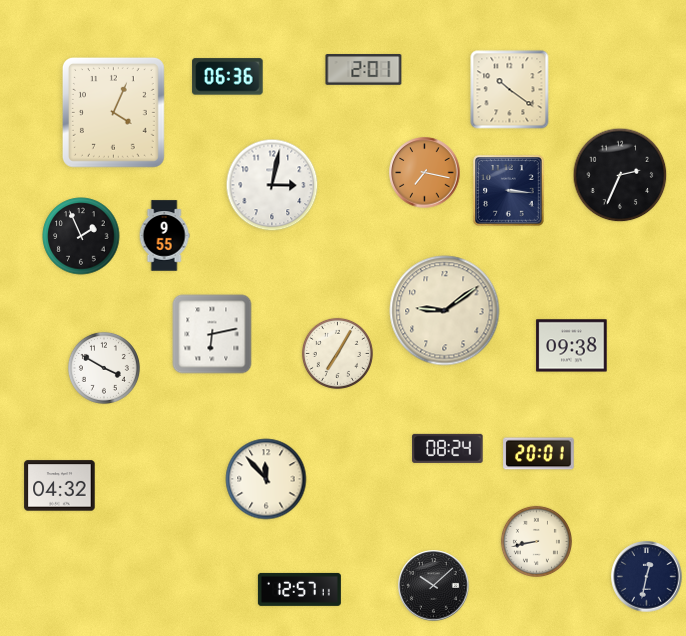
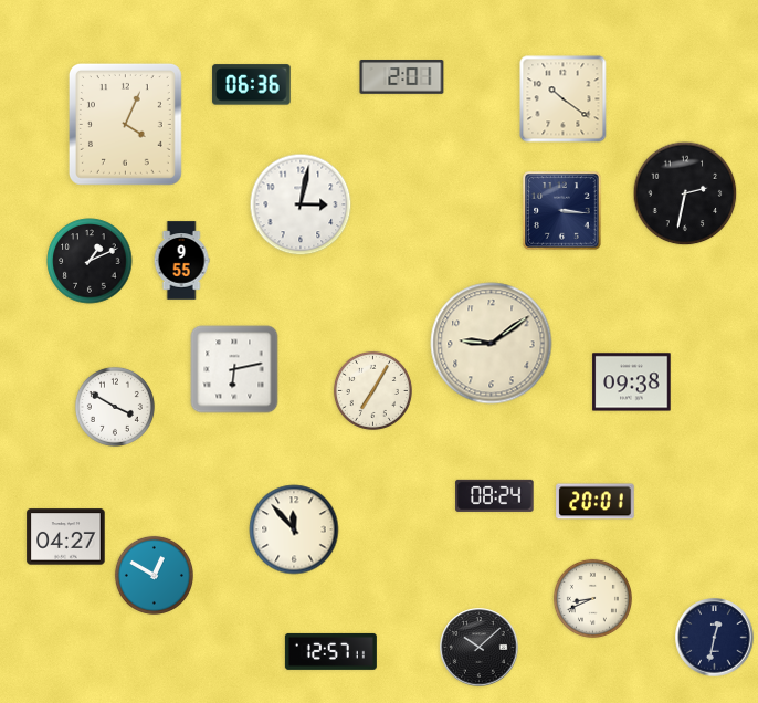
clock at (425, 173): 7:17 -> none
clock at (620, 175): 2:34 -> 2:32
clock at (81, 236): 1:56 -> 1:11
clock at (60, 486): 04:32 -> 04:27
clock at (154, 575): none -> 12:50
clock at (536, 541): 8:43 -> 8:41
